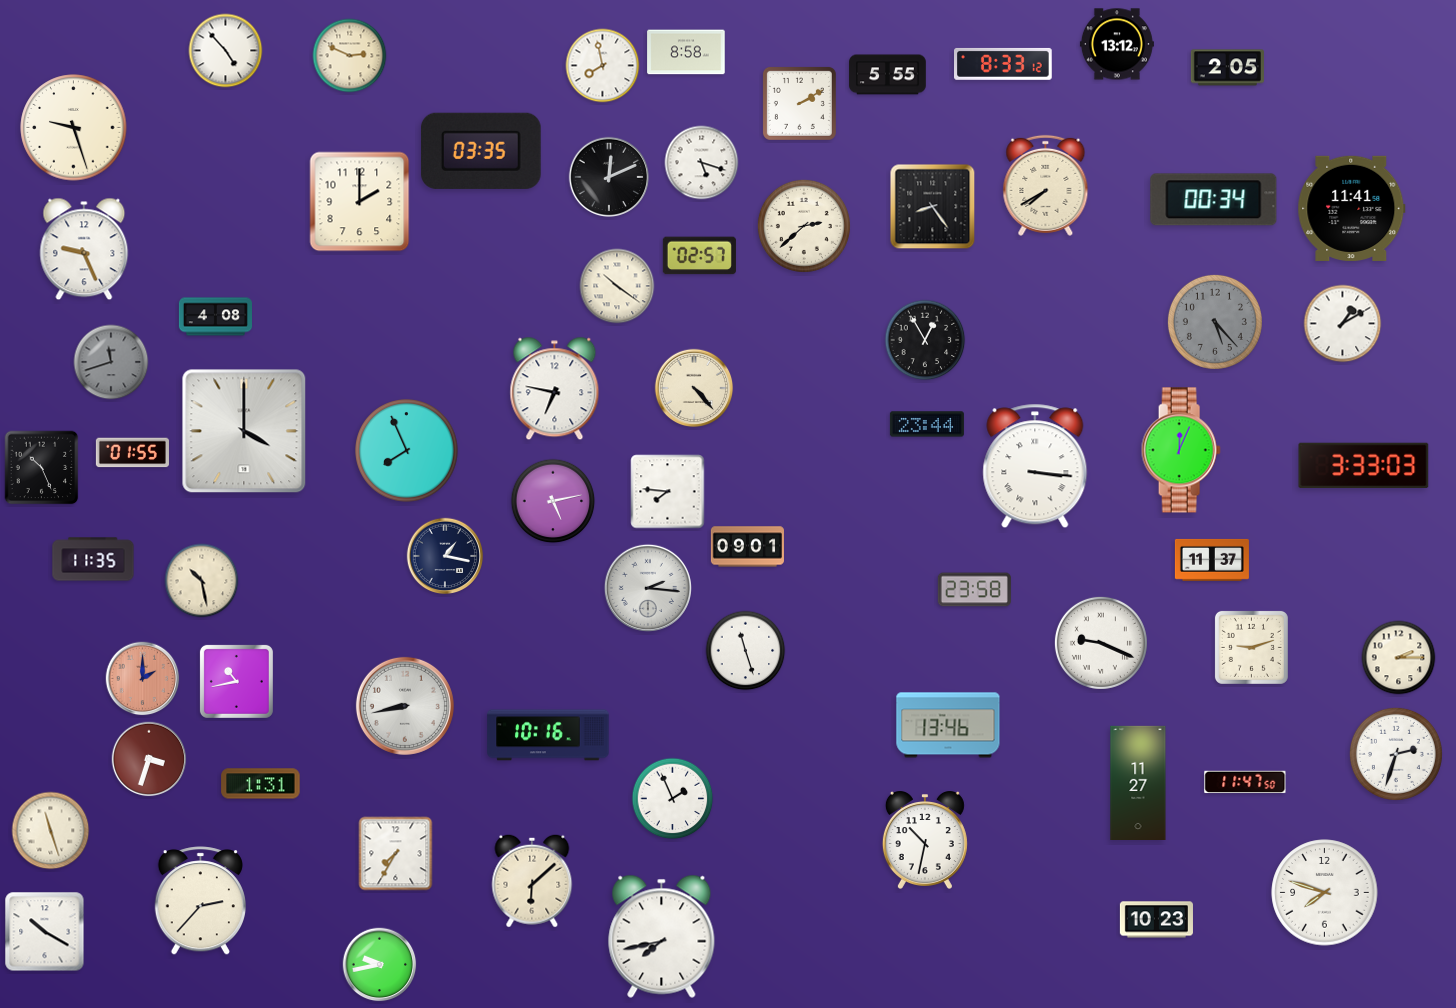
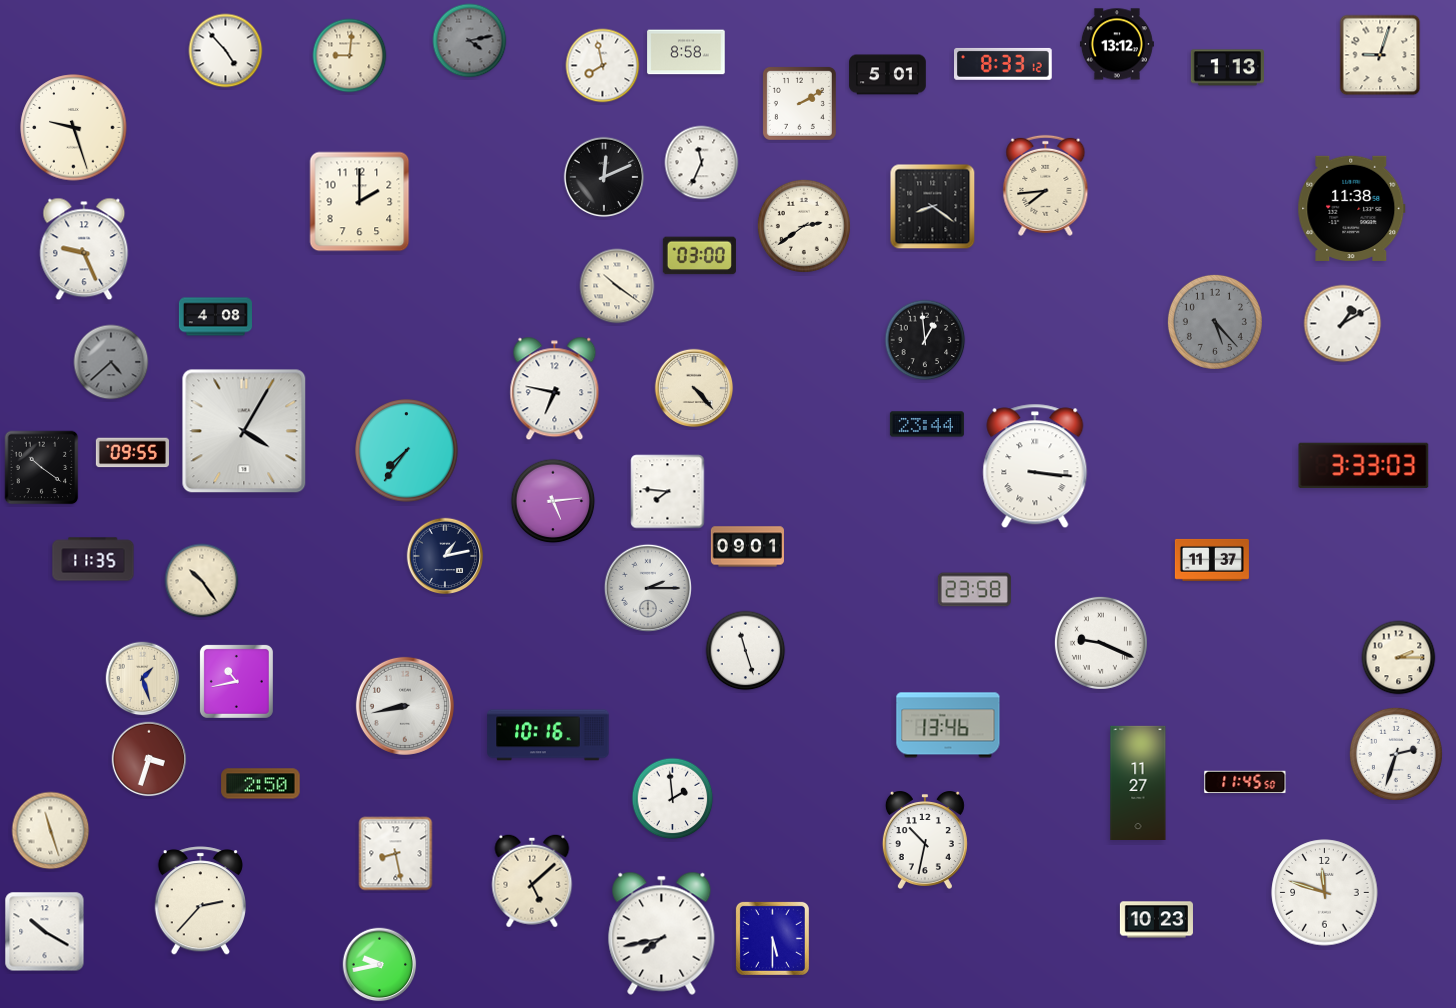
clock at (470, 41): none -> 4:13
clock at (1380, 55): none -> 9:03
clock at (350, 56): 2:49 -> 9:01
clock at (1227, 68): 2:05 -> 1:13
clock at (888, 75): 5:55 -> 5:01
clock at (481, 151): 03:35 -> none
clock at (702, 163): 5:18 -> 11:34
clock at (609, 177) position: (609, 177) -> (604, 177)
clock at (1046, 185): 7:40 -> 7:44
clock at (1214, 200): 00:34 -> none
clock at (933, 207): 8:24 -> 8:21
clock at (1352, 208): 11:41 -> 11:38
clock at (804, 226): 2:38 -> 2:39
clock at (699, 256): 02:57 -> 03:00
clock at (925, 340): 12:55 -> 12:59
clock at (111, 362): 11:42 -> 4:38
clock at (244, 431): 4:00 -> 4:05
clock at (1181, 450): 12:04 -> none
clock at (407, 451): 7:56 -> 7:36
clock at (132, 453): 01:55 -> 09:55
clock at (42, 468): 10:26 -> 10:21
clock at (553, 501): 5:13 -> 5:14
clock at (445, 556): 1:17 -> 1:13
clock at (202, 581): 10:28 -> 10:24
clock at (648, 588): 2:16 -> 2:15
clock at (1251, 647): 9:12 -> none
clock at (143, 679): 2:00 -> 1:27
clock at (143, 679) dial: salmon -> cream
clock at (1245, 782): 11:47 -> 11:45
clock at (261, 784): 1:31 -> 2:50
clock at (673, 799): 1:56 -> 1:59
clock at (396, 854): 7:35 -> 8:28
clock at (532, 881): 6:08 -> 5:08
clock at (1325, 893): 7:48 -> 11:48
clock at (662, 936) position: (662, 936) -> (662, 933)
clock at (772, 938): none -> 5:30
